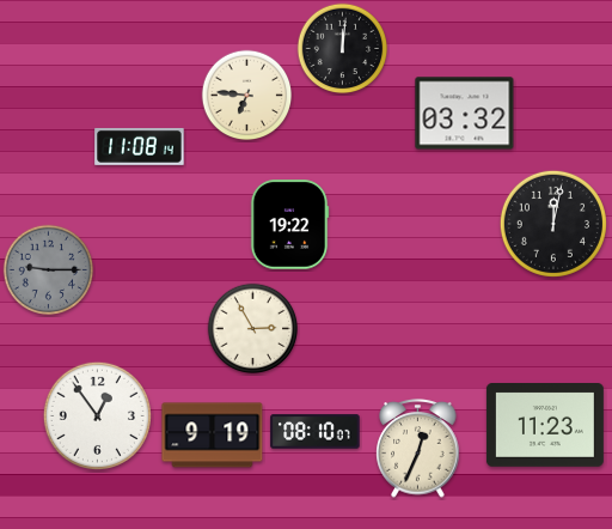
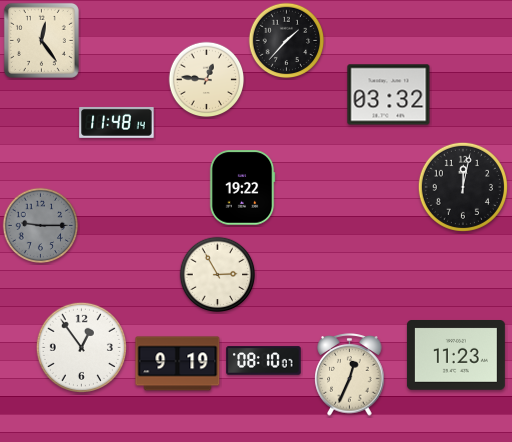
clock at (41, 40): none -> 12:24
clock at (343, 49): 12:01 -> 1:37
clock at (247, 96): 6:46 -> 12:46
clock at (140, 146): 11:08 -> 11:48
clock at (253, 329) position: (253, 329) -> (218, 275)
